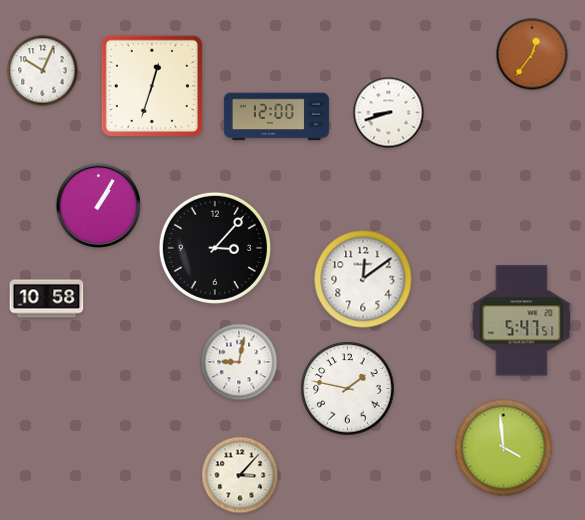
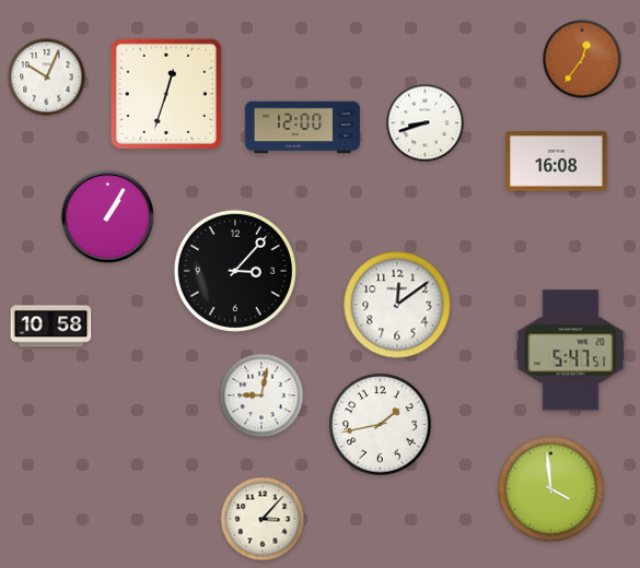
clock at (557, 162): none -> 16:08
clock at (98, 205) position: (98, 205) -> (107, 216)
clock at (348, 389): 1:47 -> 1:43
